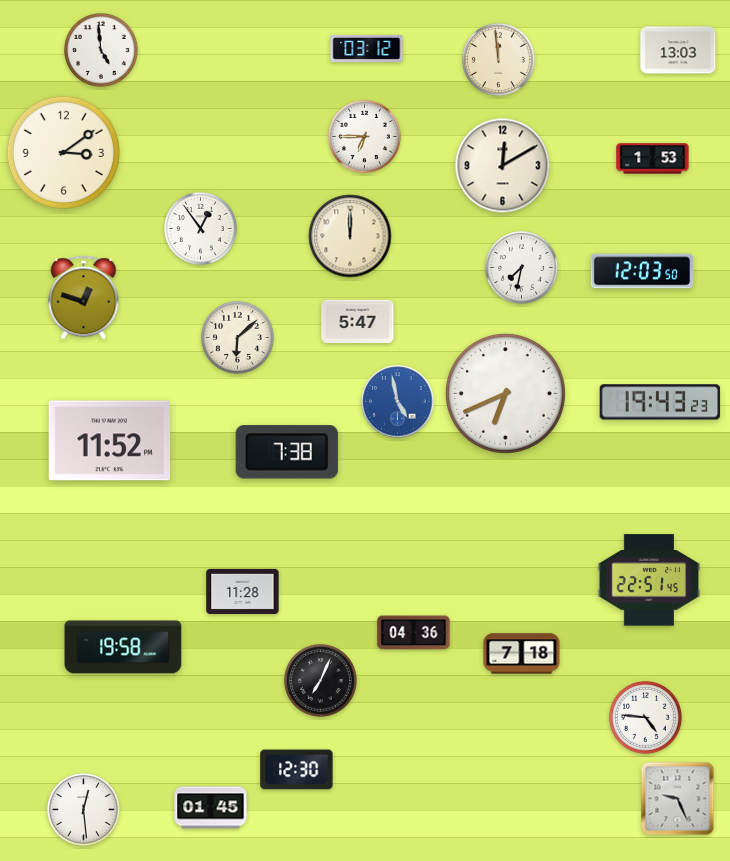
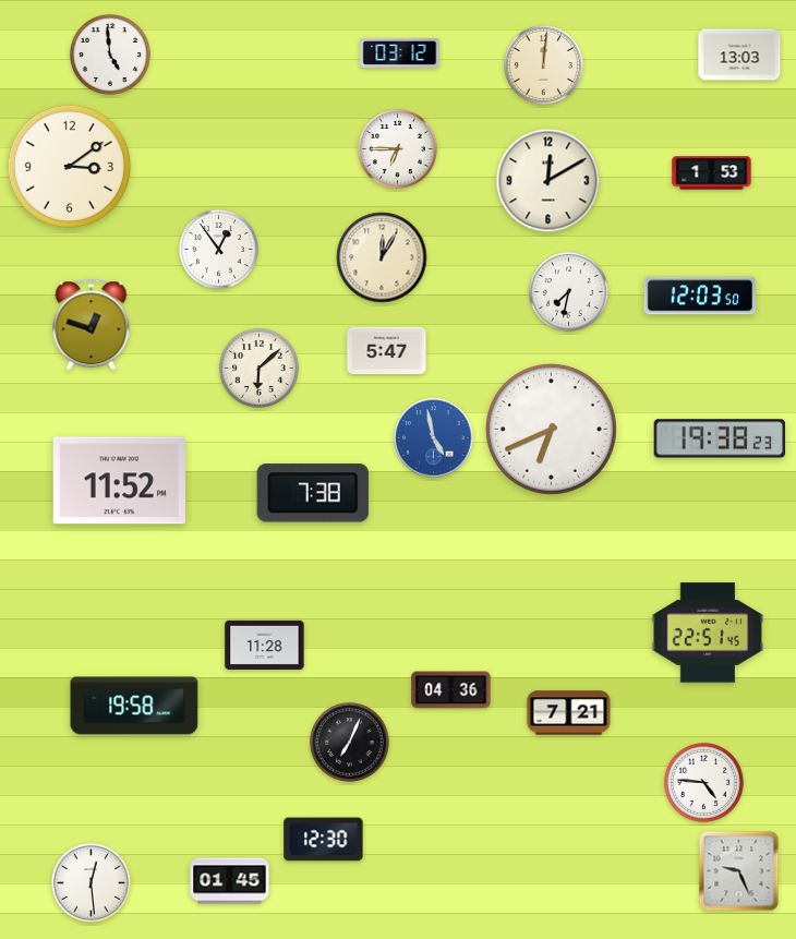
clock at (498, 59): 11:59 -> 12:01
clock at (350, 236): 12:00 -> 12:05
clock at (358, 322) position: (358, 322) -> (387, 351)
clock at (660, 402): 19:43 -> 19:38
clock at (522, 654): 7:18 -> 7:21
